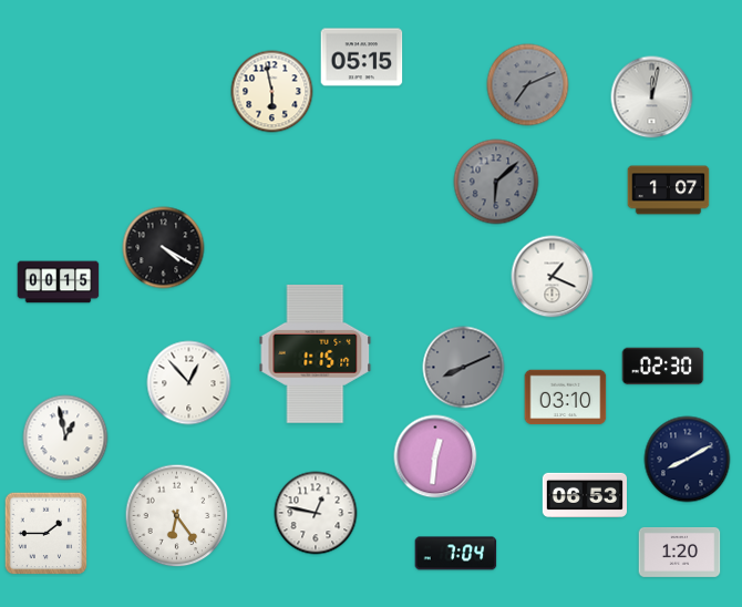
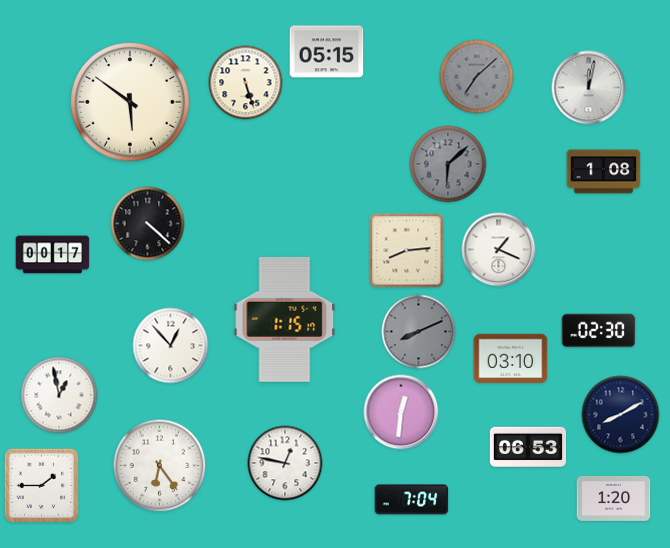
clock at (528, 85): 7:11 -> 7:08
clock at (272, 92): 5:58 -> 5:27
clock at (131, 103): none -> 5:51
clock at (669, 191): 1:07 -> 1:08
clock at (164, 248): 4:20 -> 4:22
clock at (407, 251): none -> 8:14
clock at (59, 282): 00:15 -> 00:17
clock at (435, 456) position: (435, 456) -> (401, 412)
clock at (47, 534) position: (47, 534) -> (42, 486)
